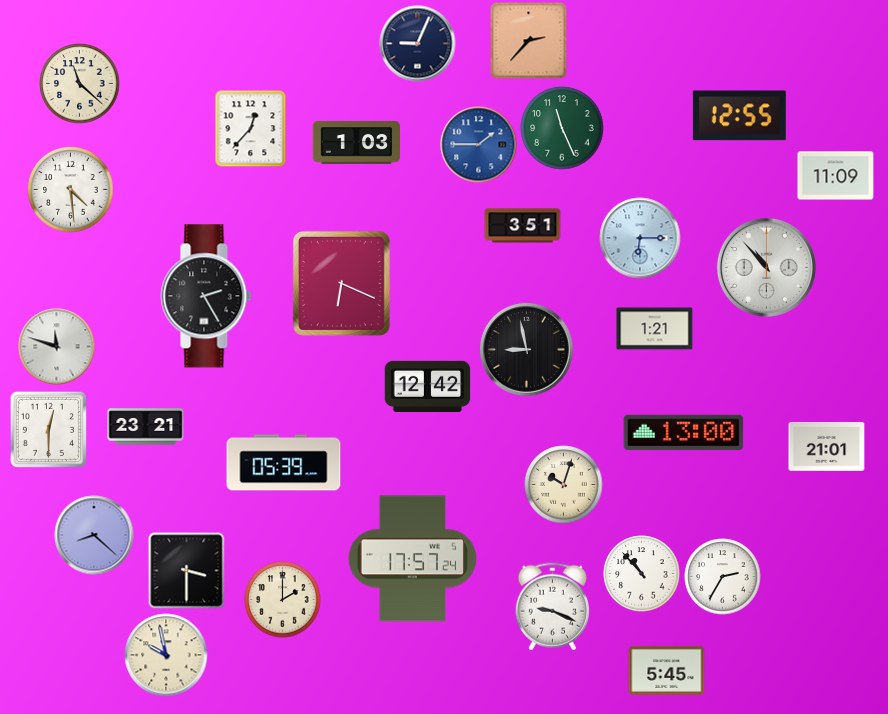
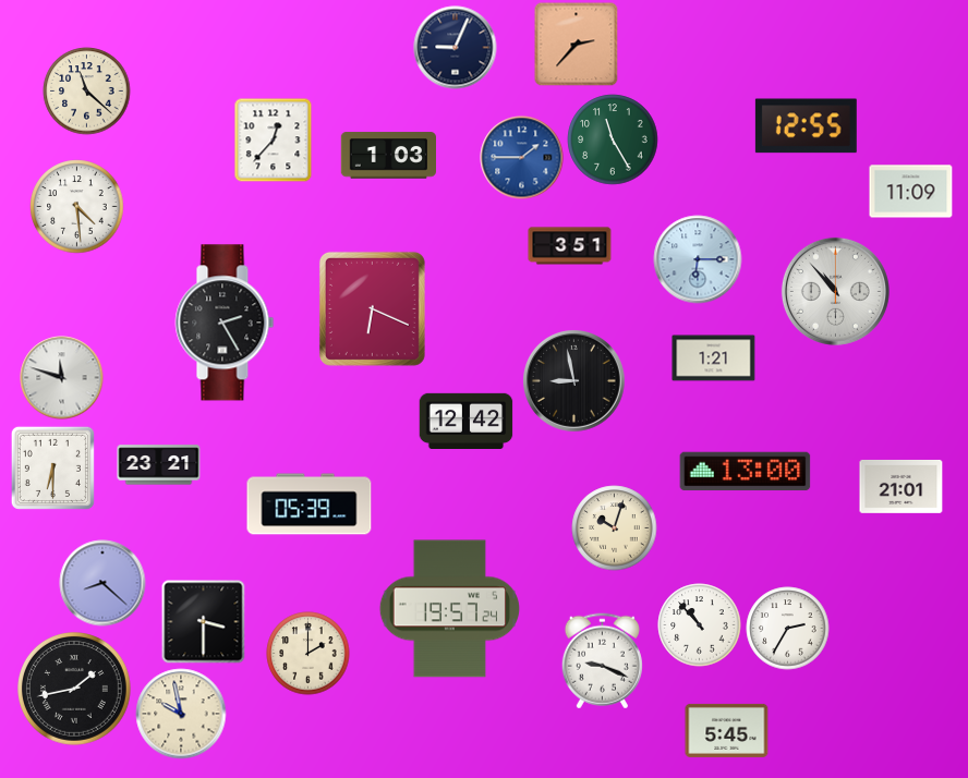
clock at (562, 128): 11:26 -> 11:25
clock at (48, 429): 12:30 -> 6:30
clock at (412, 559): 17:57 -> 19:57
clock at (75, 690): none -> 1:43
